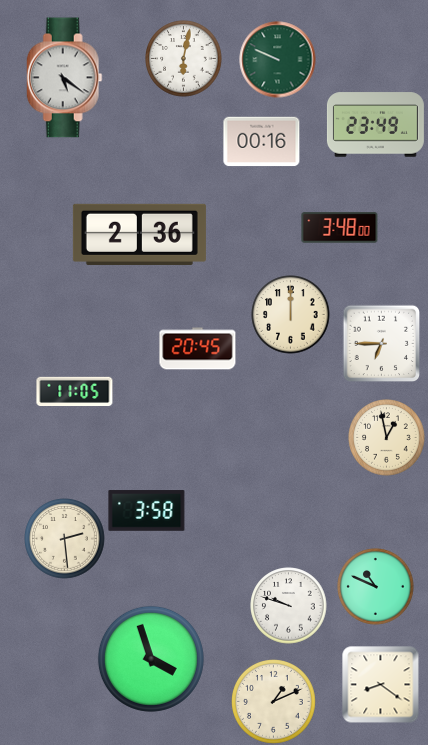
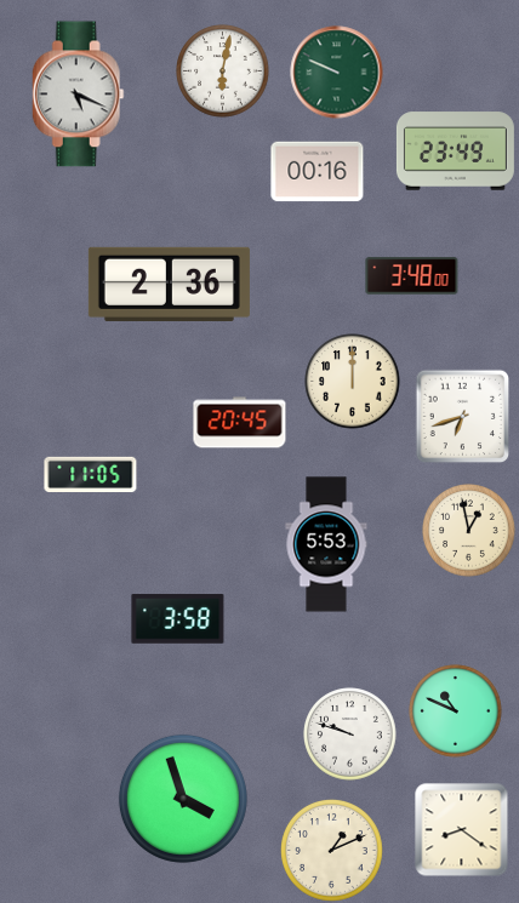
clock at (64, 78): 5:21 -> 5:19
clock at (381, 343): 6:45 -> 6:42
clock at (326, 544): none -> 5:53
clock at (65, 539): 2:29 -> none
